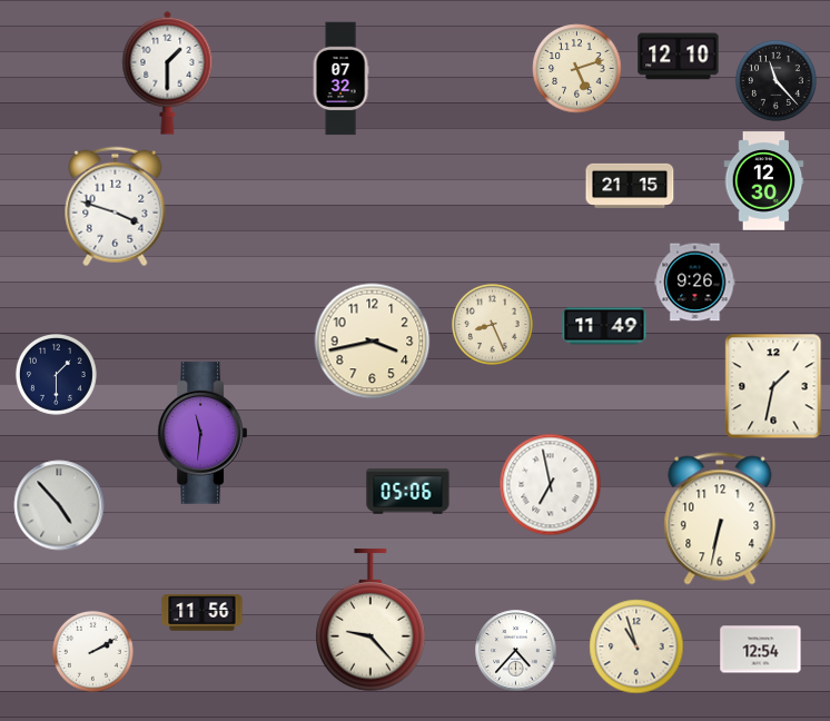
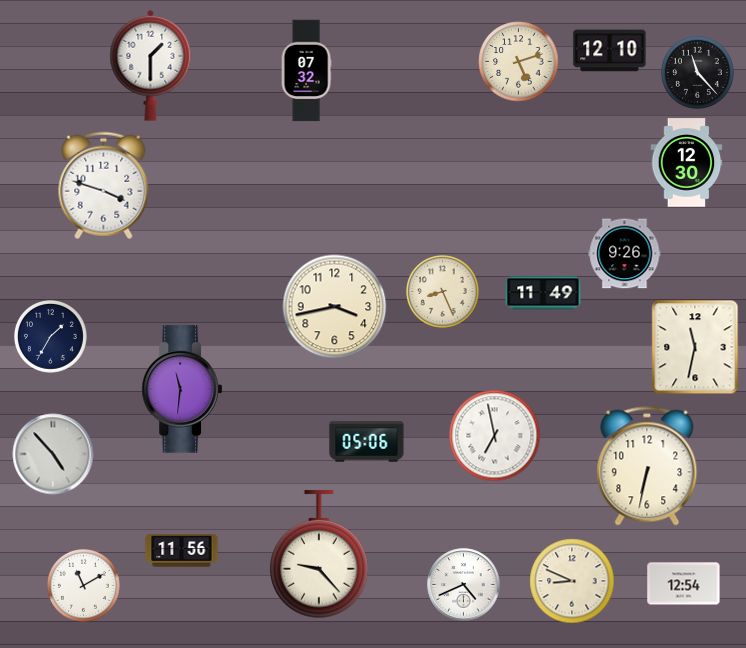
clock at (630, 185): 21:15 -> none
clock at (56, 374): 1:30 -> 1:35
clock at (773, 386): 1:32 -> 11:32
clock at (370, 621) position: (370, 621) -> (319, 555)
clock at (636, 646): 10:57 -> 8:49
clock at (92, 651): 2:10 -> 11:10
clock at (516, 651): 4:37 -> 4:41
